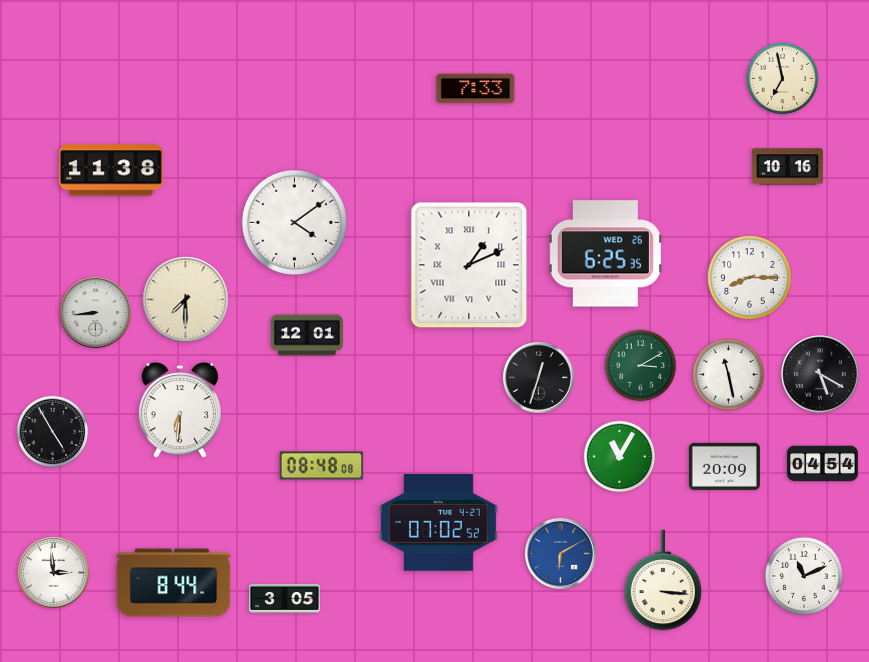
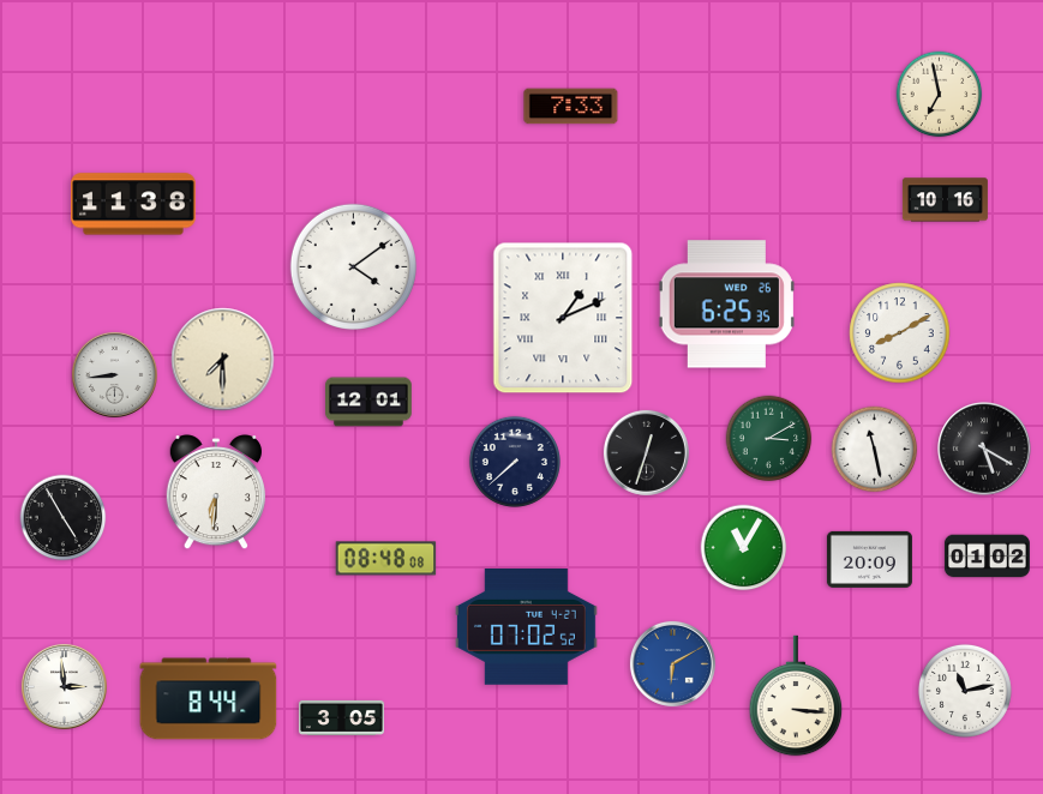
clock at (750, 278): 8:15 -> 8:10
clock at (515, 462): none -> 7:38
clock at (822, 464): 04:54 -> 01:02
clock at (804, 576): 11:11 -> 11:13
